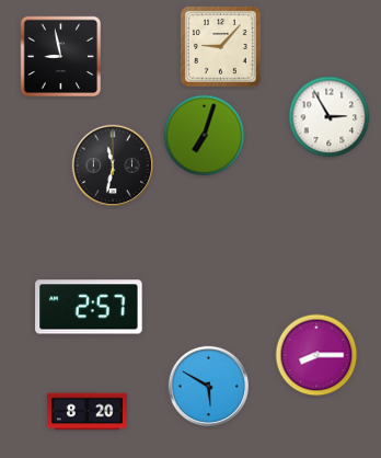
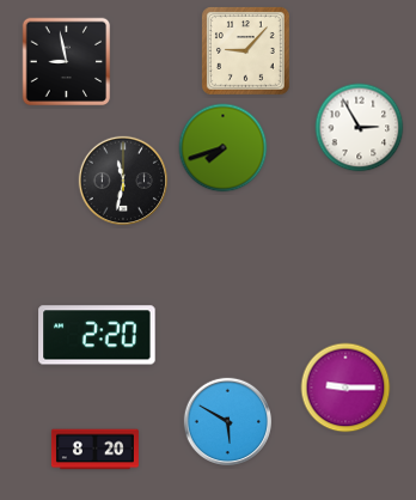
clock at (220, 46) position: (220, 46) -> (245, 50)
clock at (205, 136): 7:03 -> 7:42
clock at (89, 307): 2:57 -> 2:20
clock at (316, 355): 8:15 -> 9:15
